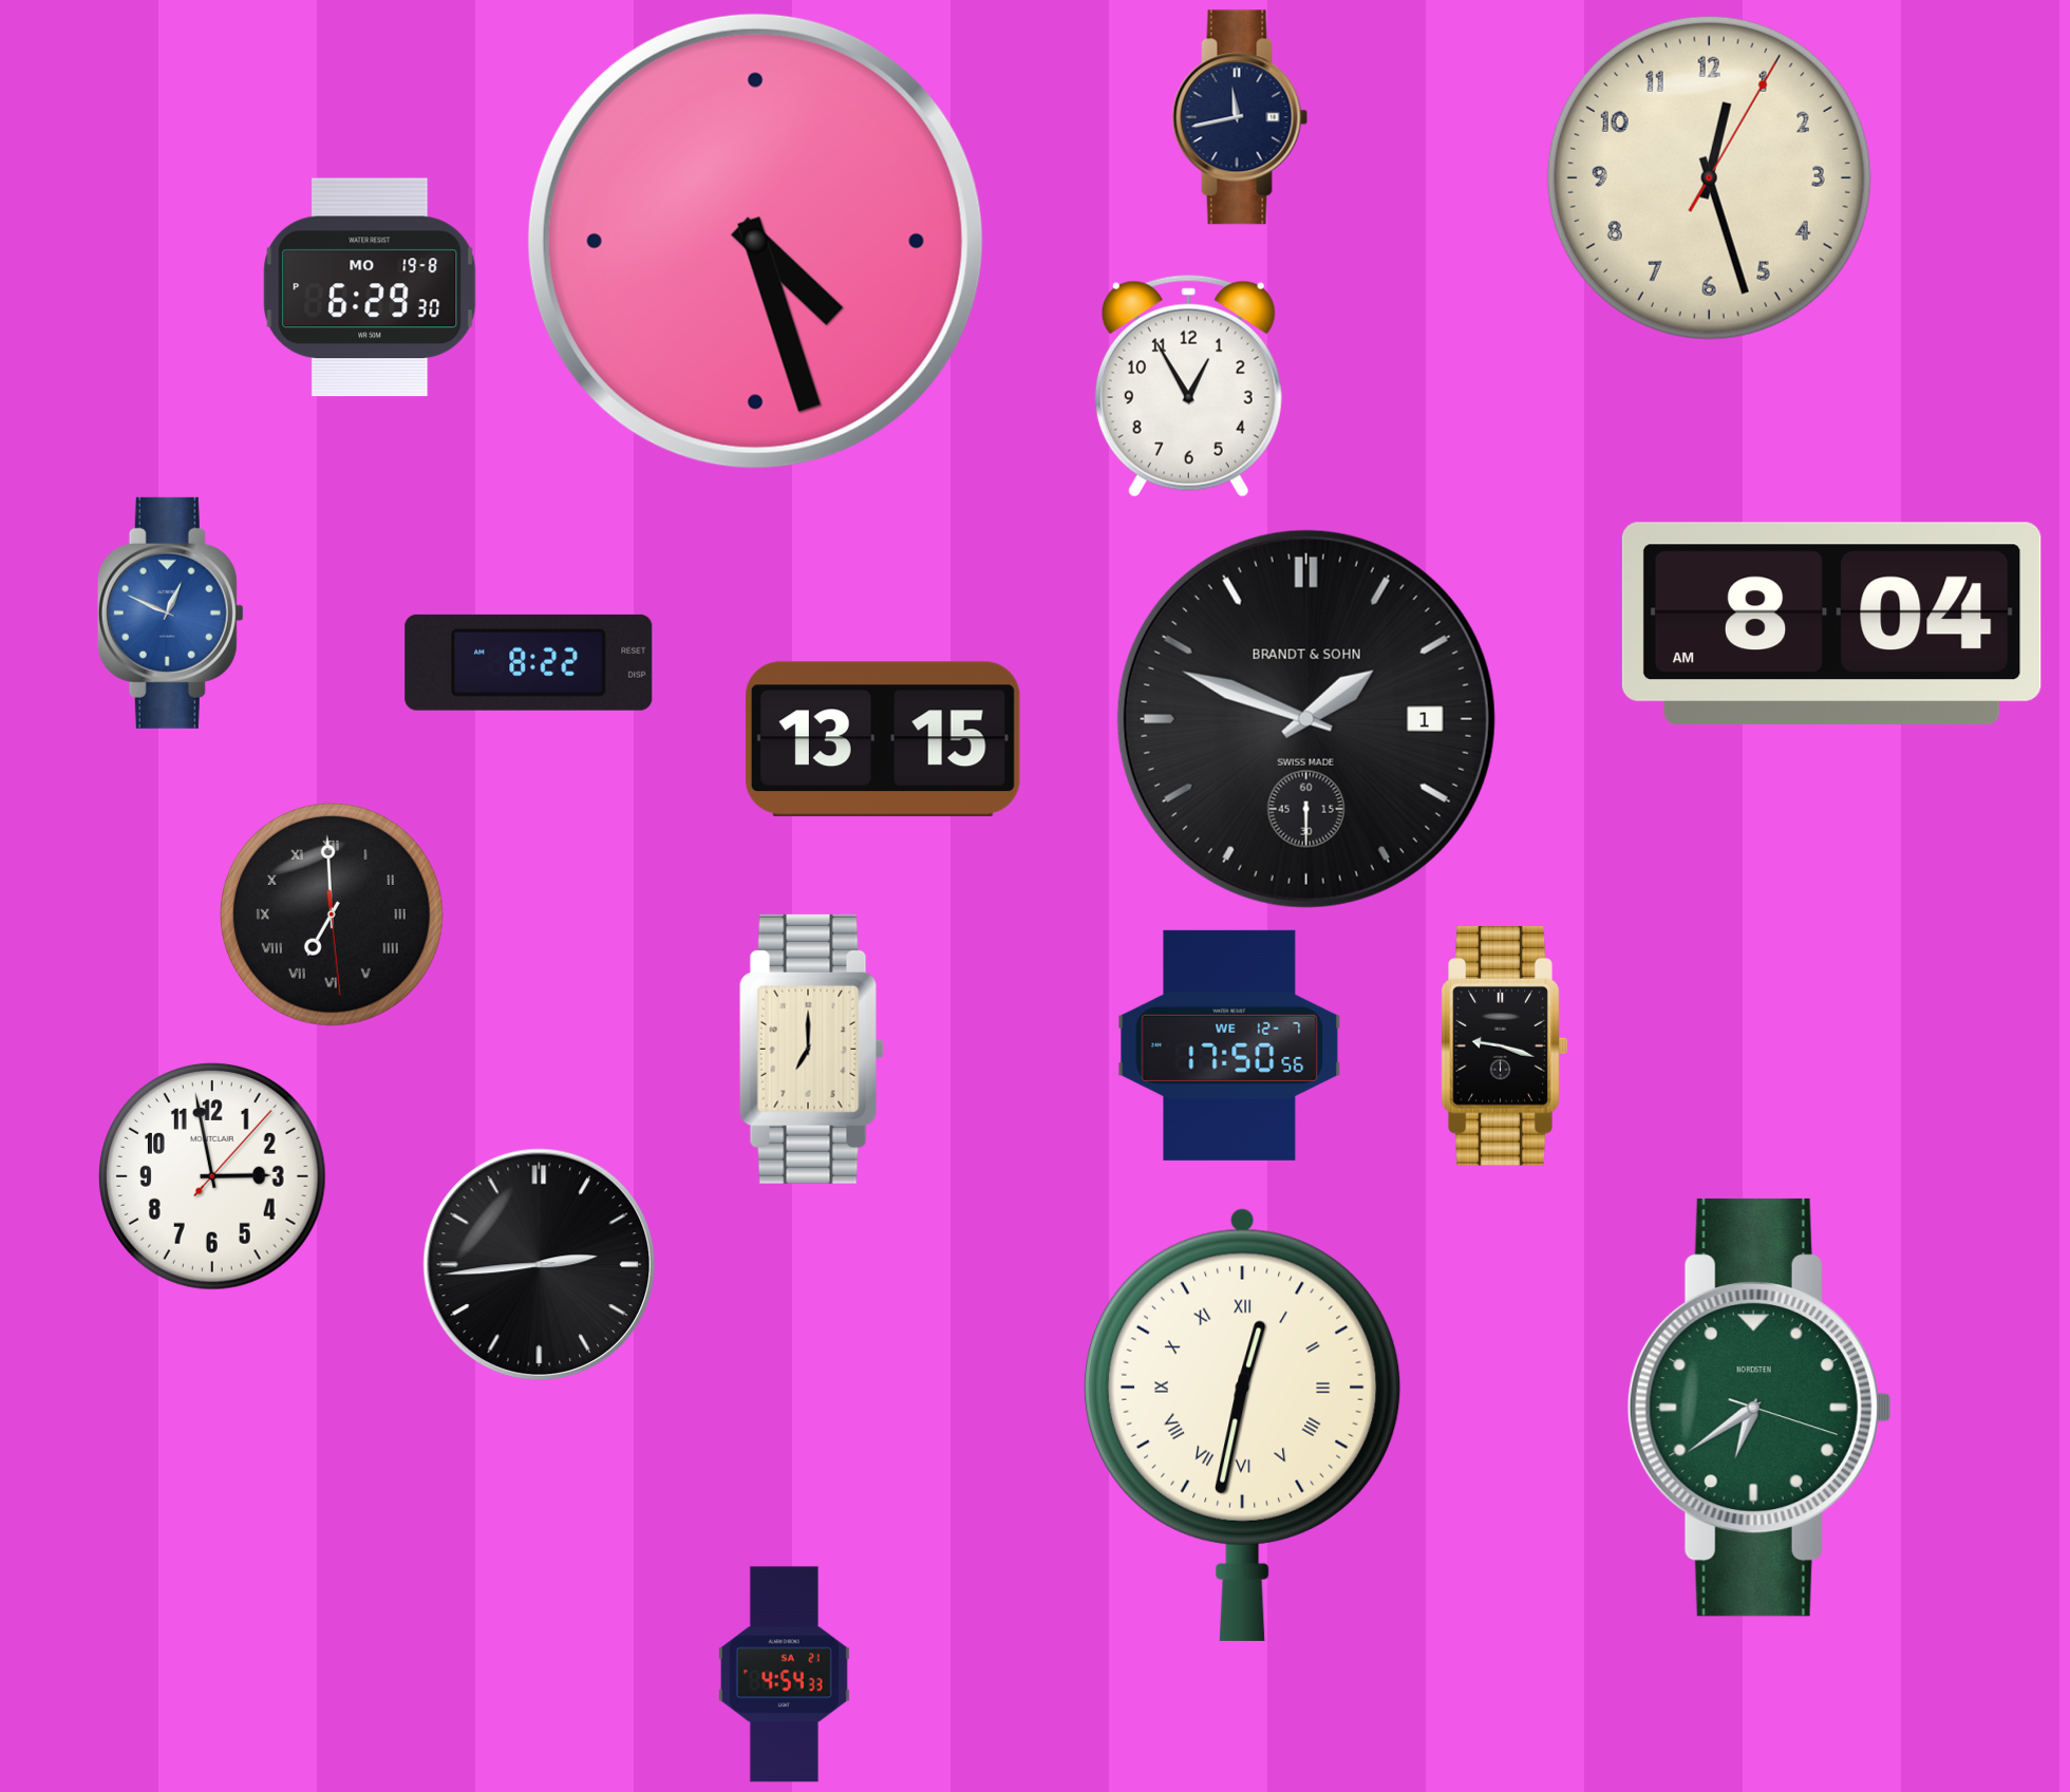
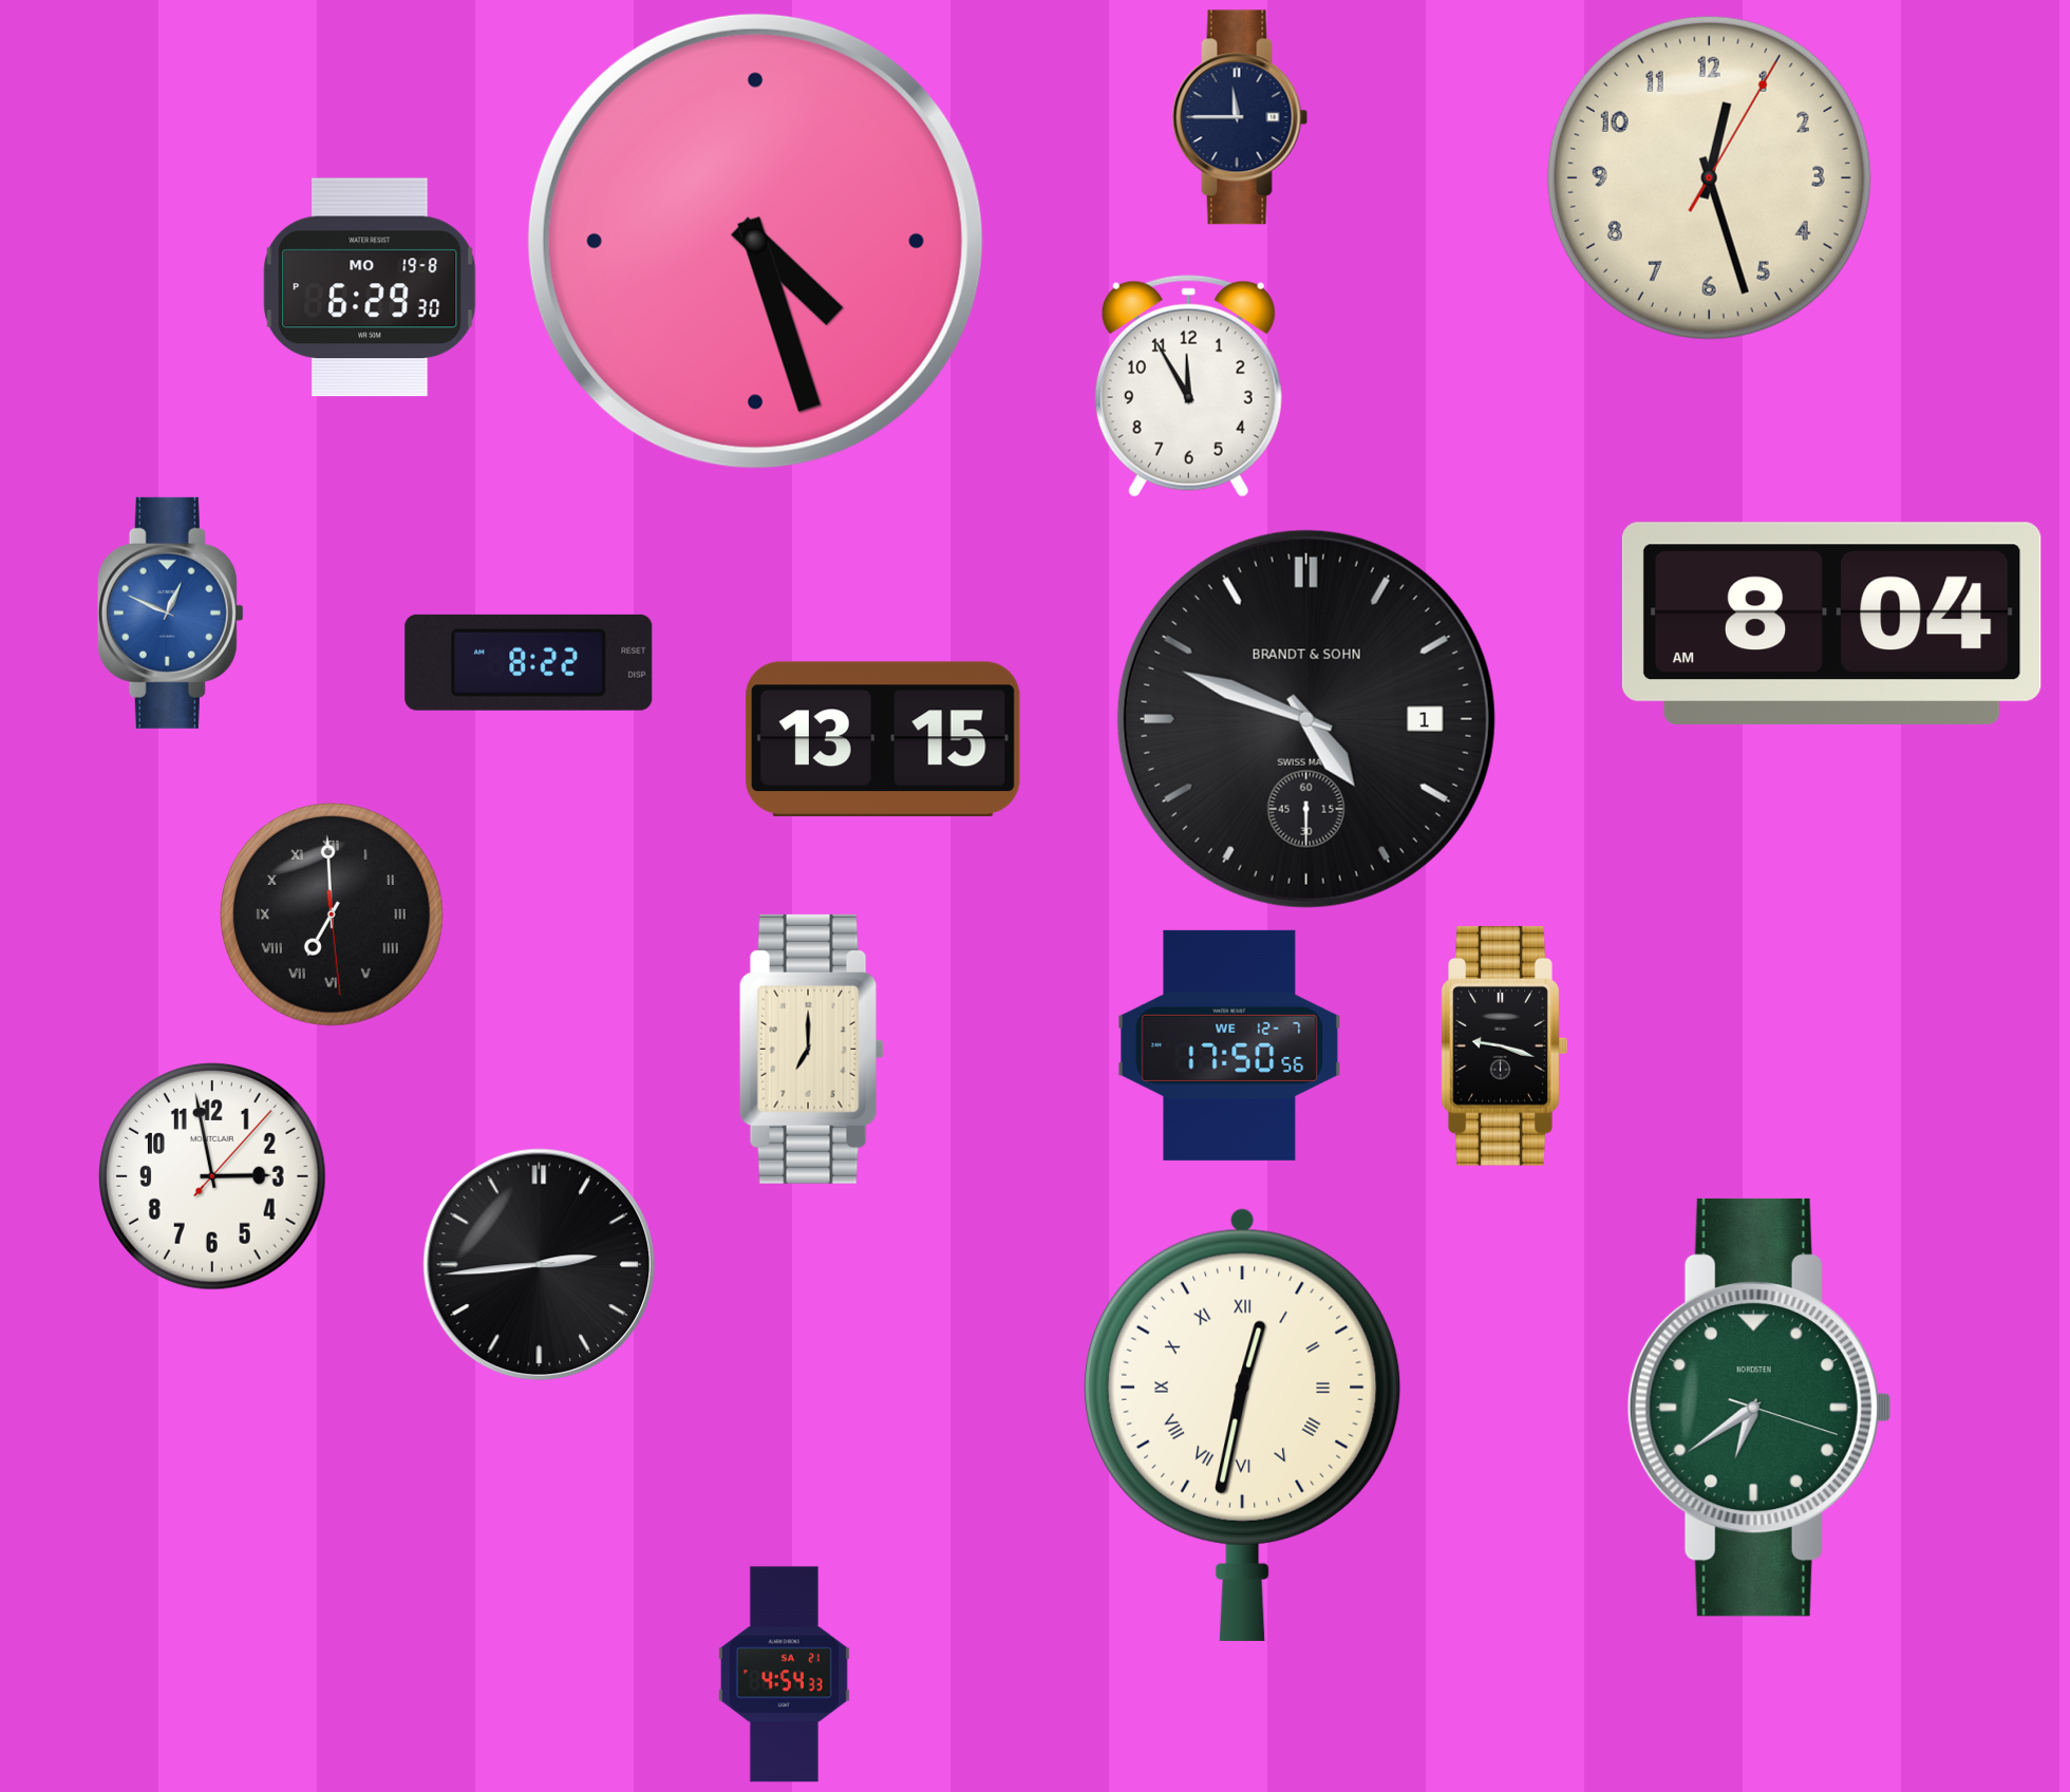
clock at (1240, 117): 11:43 -> 11:45
clock at (1188, 385): 12:55 -> 11:55
clock at (1306, 719): 1:48 -> 4:48
